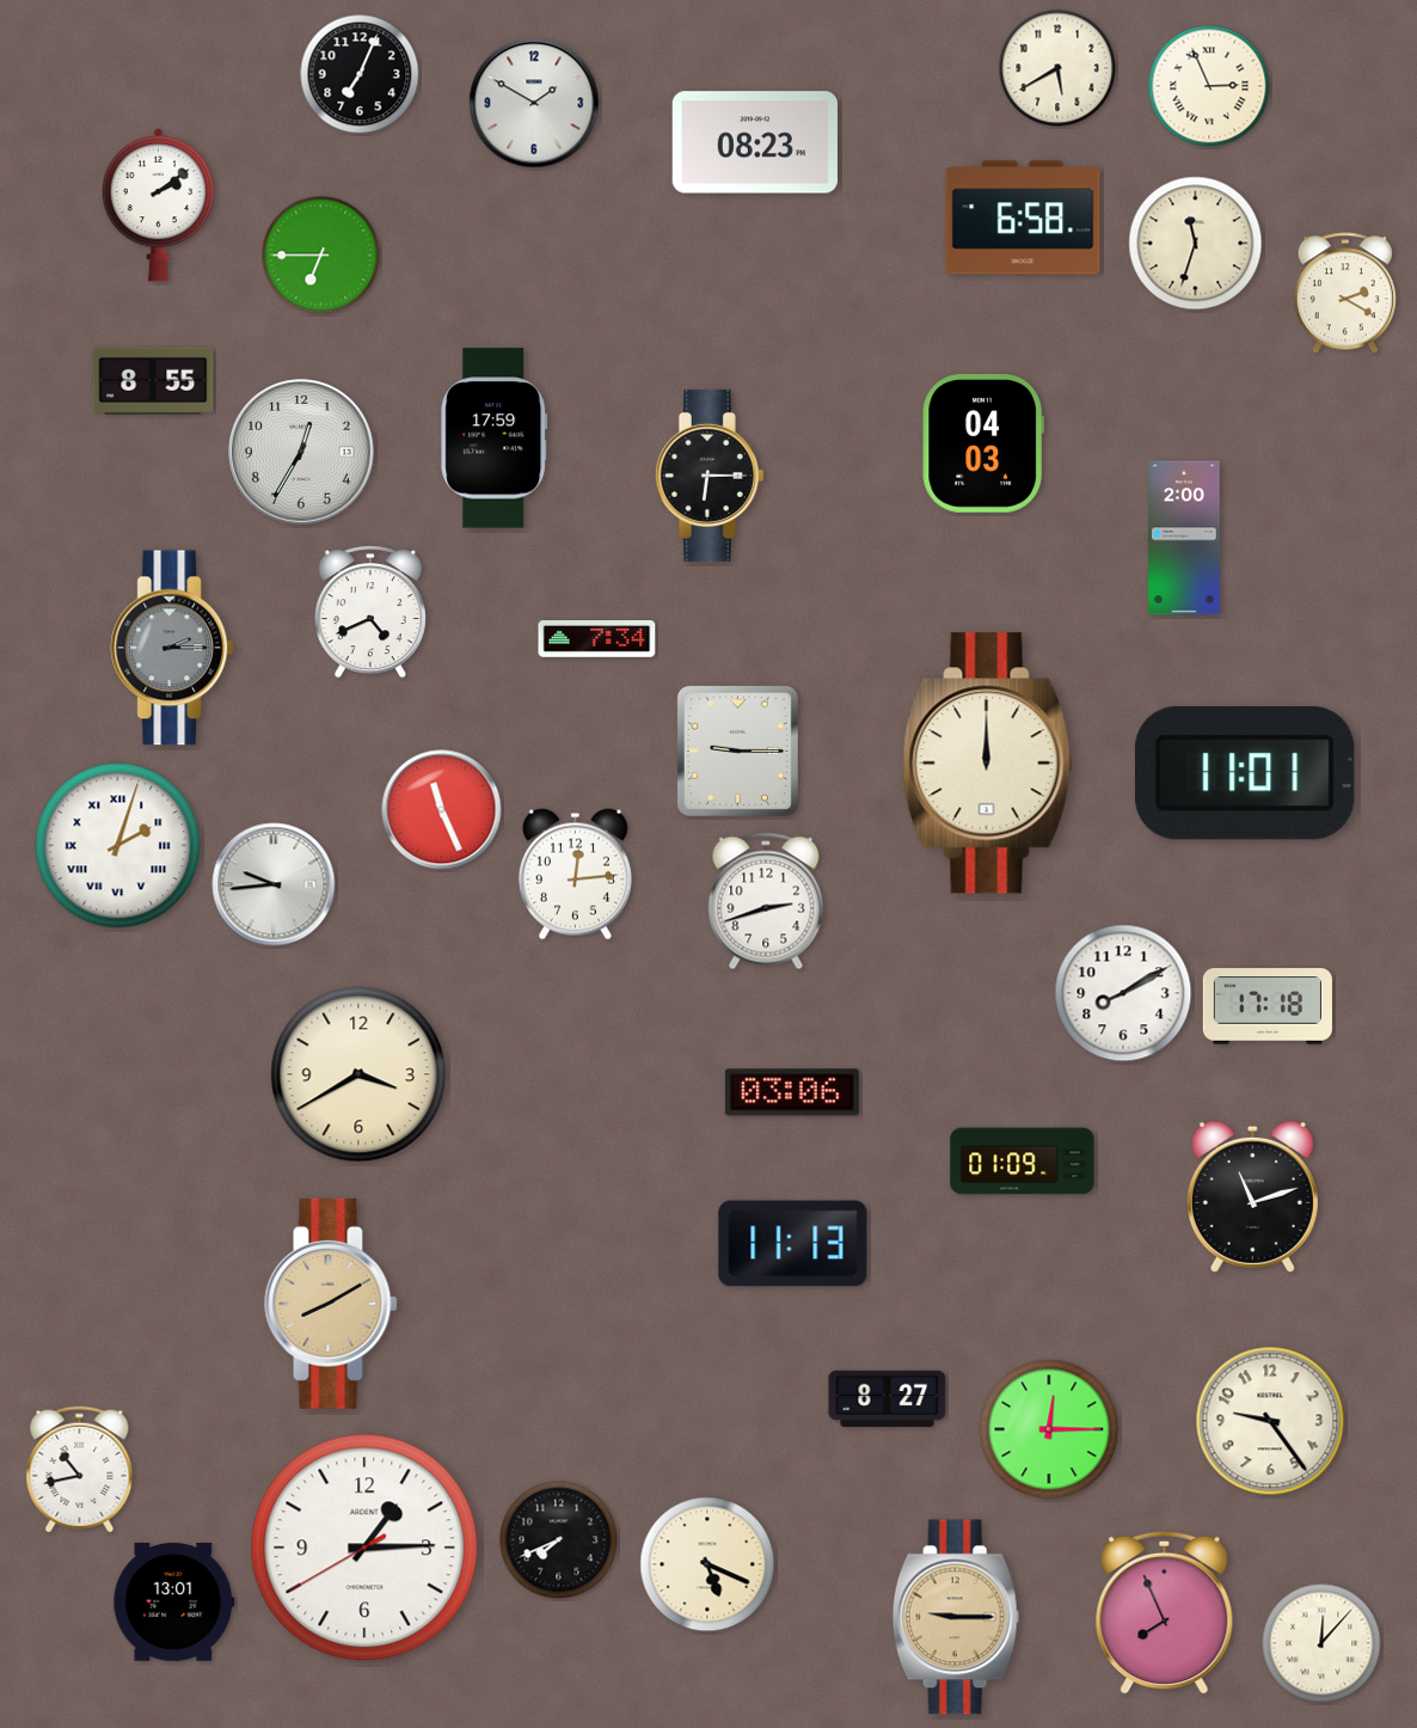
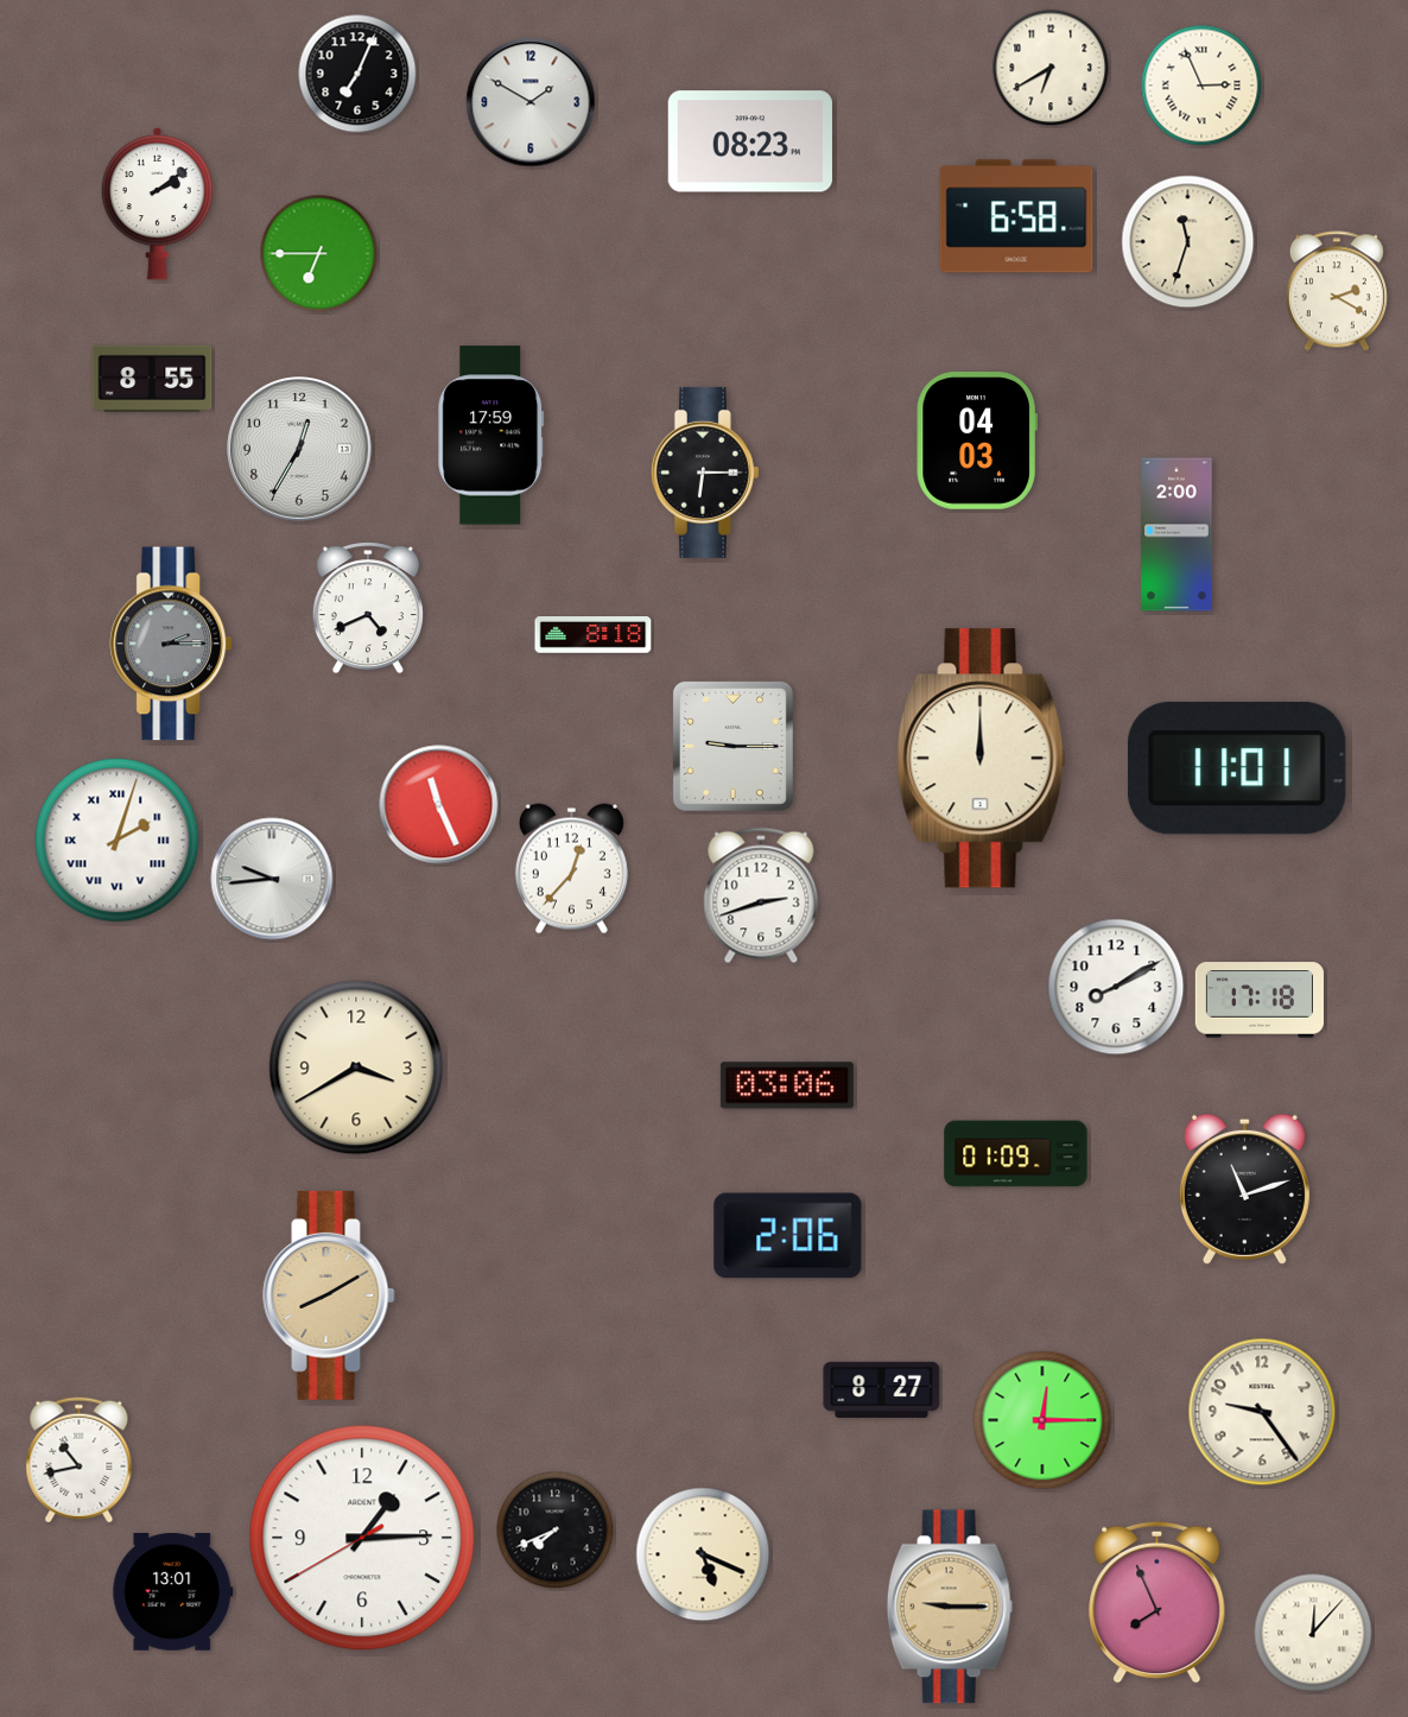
clock at (1057, 68): 5:40 -> 6:40
clock at (597, 639): 7:34 -> 8:18
clock at (575, 875): 12:14 -> 12:37
clock at (793, 1244): 11:13 -> 2:06
